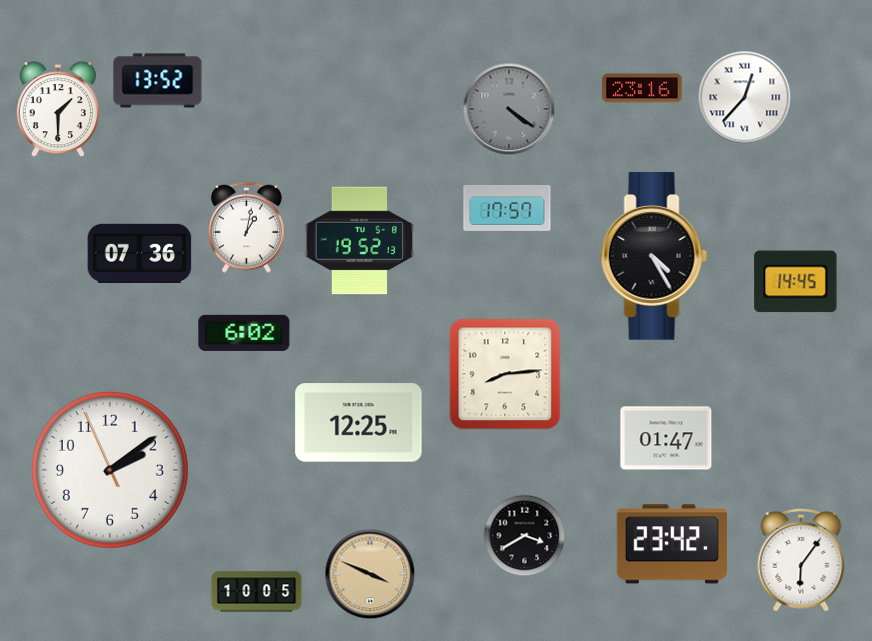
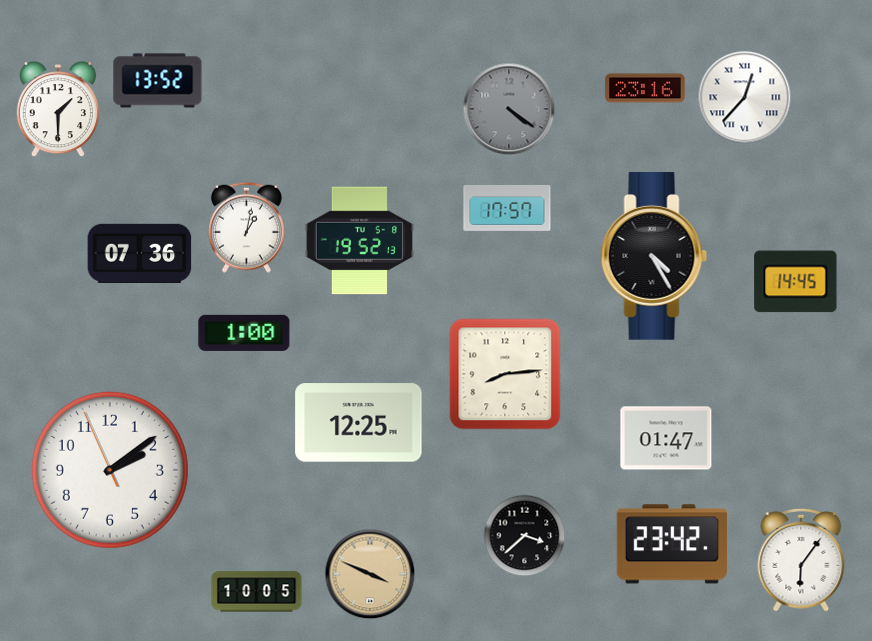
clock at (642, 88) position: (642, 88) -> (645, 88)
clock at (244, 333): 6:02 -> 1:00
clock at (524, 535): 3:40 -> 3:38
